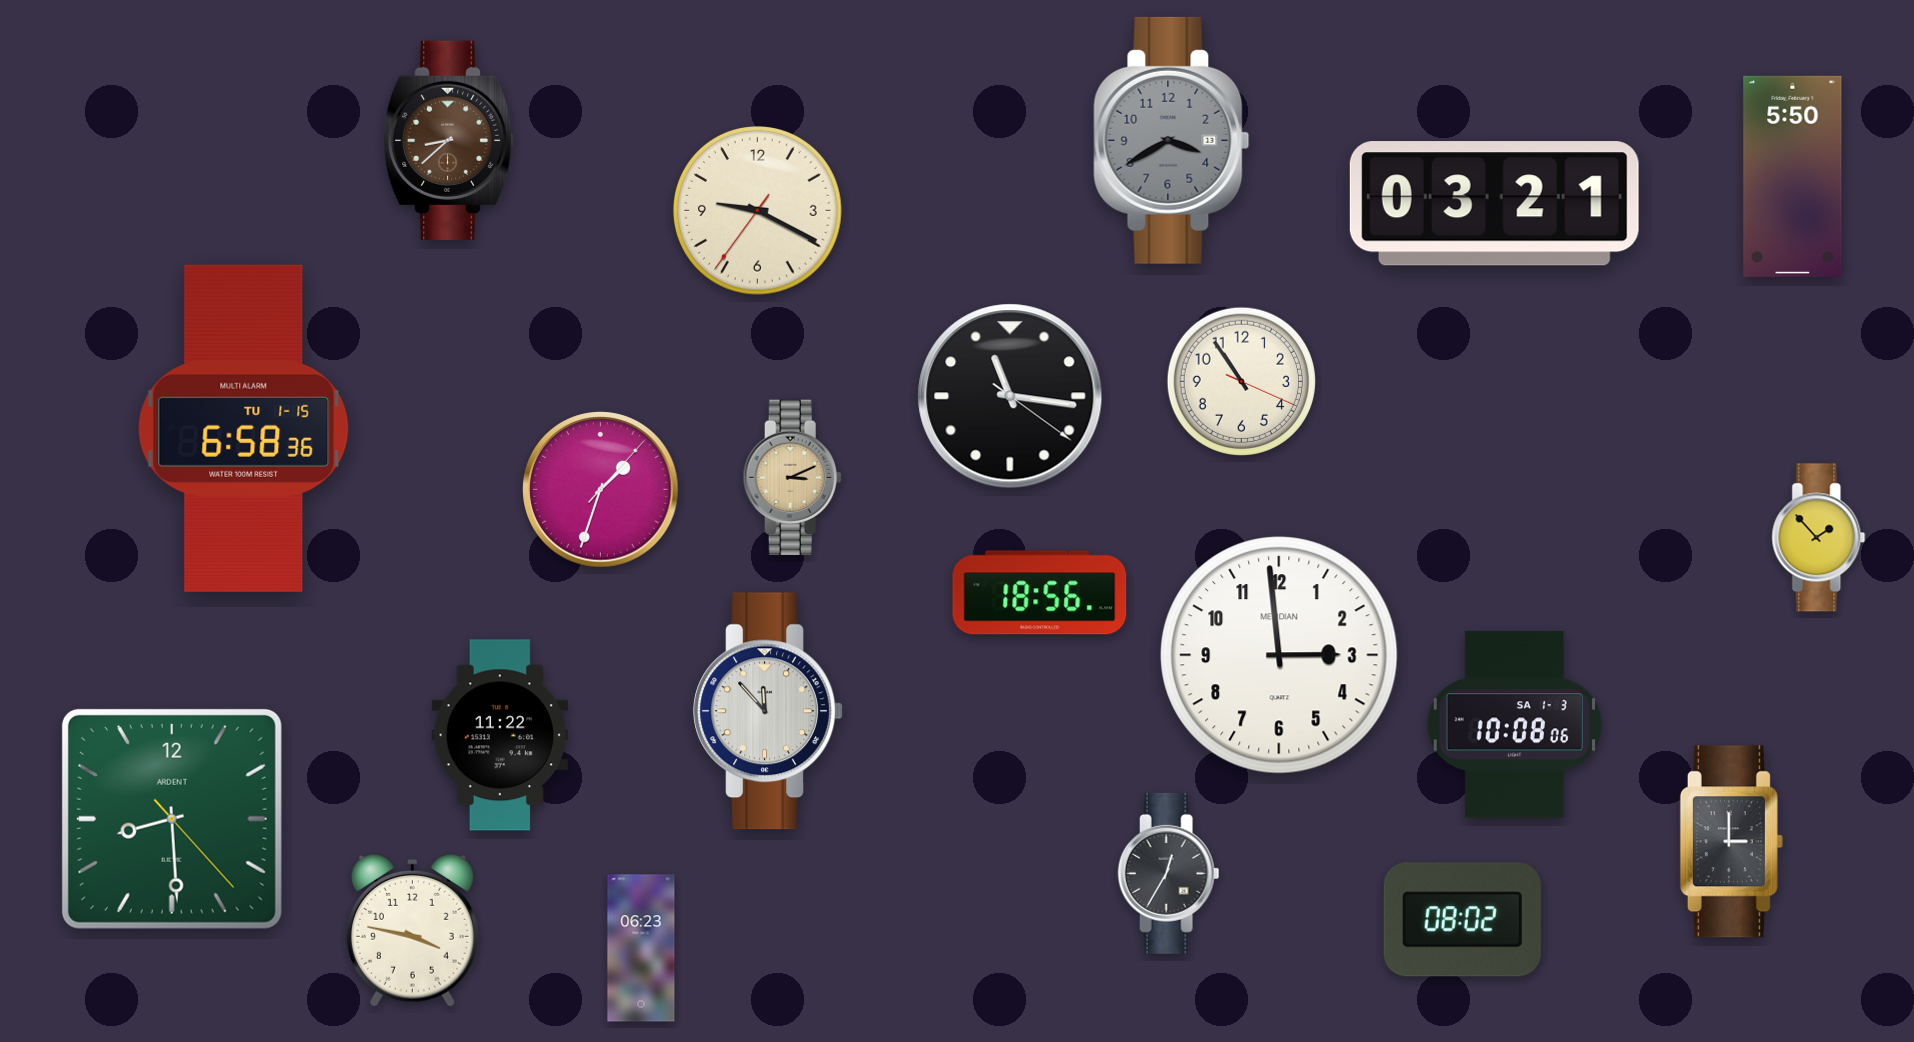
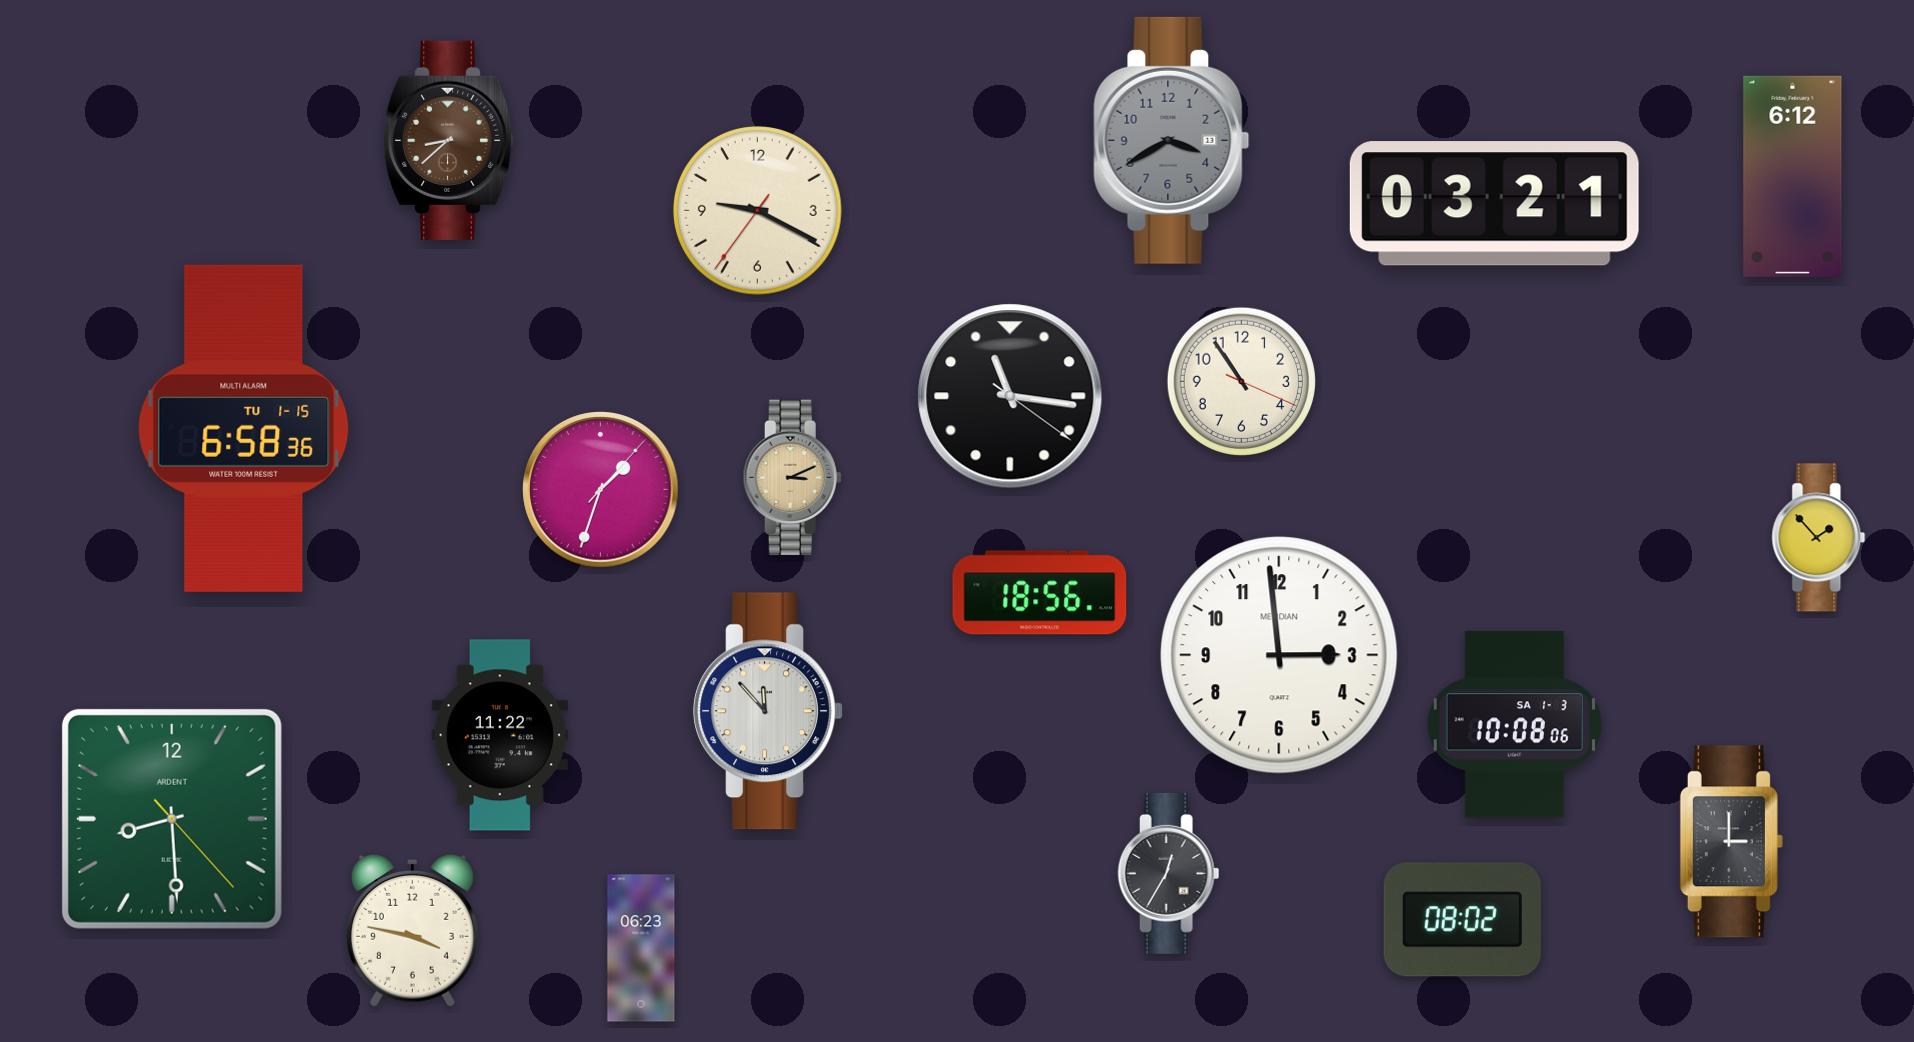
clock at (1793, 176): 5:50 -> 6:12
